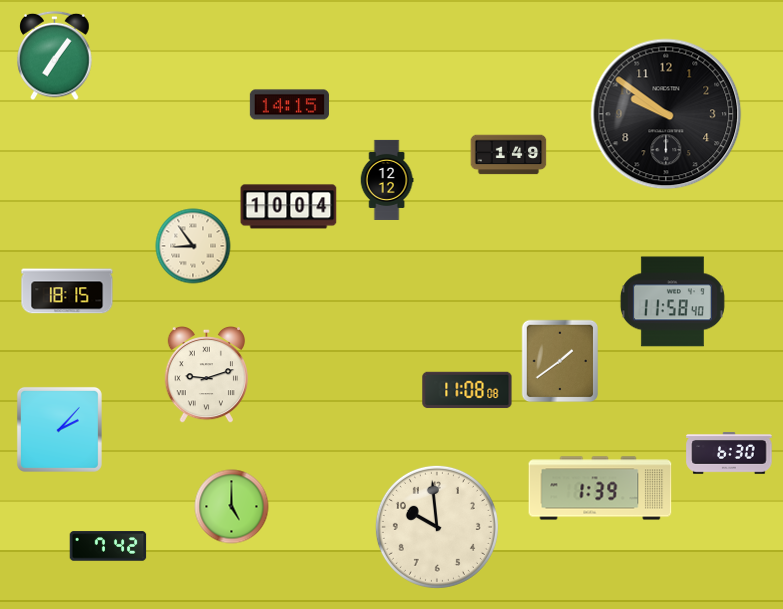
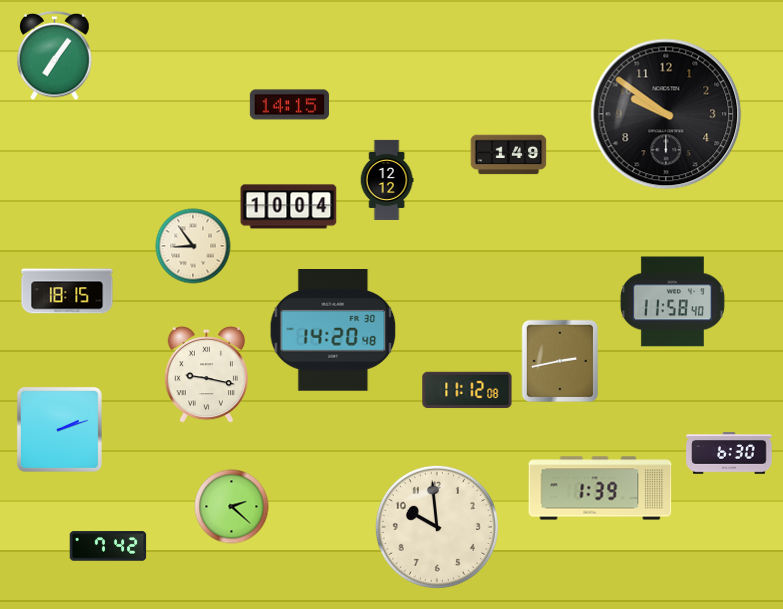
clock at (333, 331): none -> 14:20
clock at (560, 361): 1:39 -> 2:43
clock at (206, 375): 9:12 -> 9:17
clock at (467, 390): 11:08 -> 11:12
clock at (59, 429): 2:07 -> 2:12
clock at (232, 507): 5:00 -> 2:22
